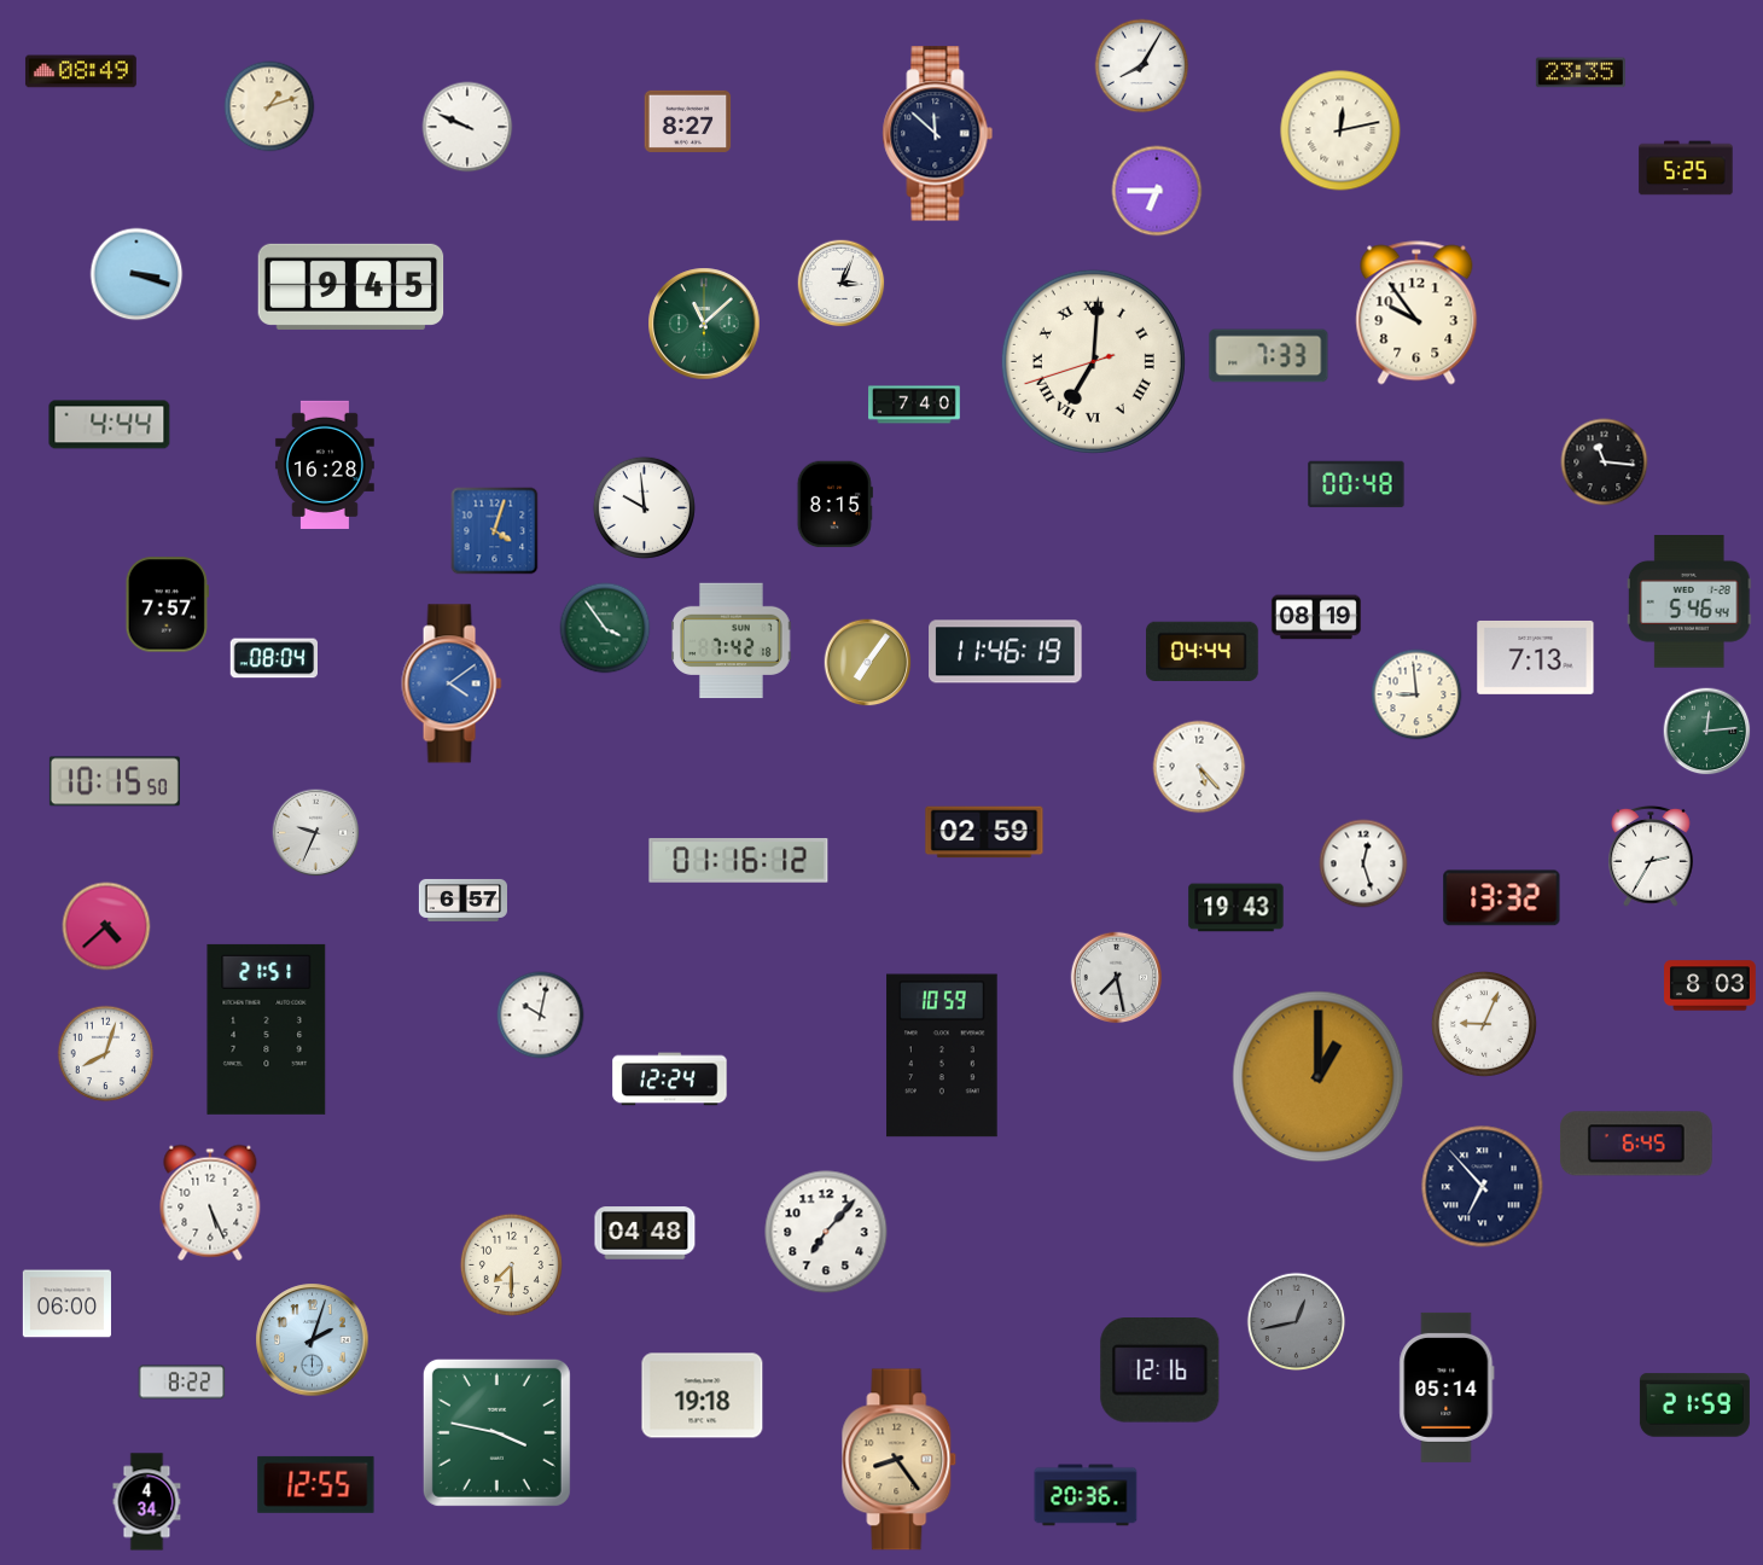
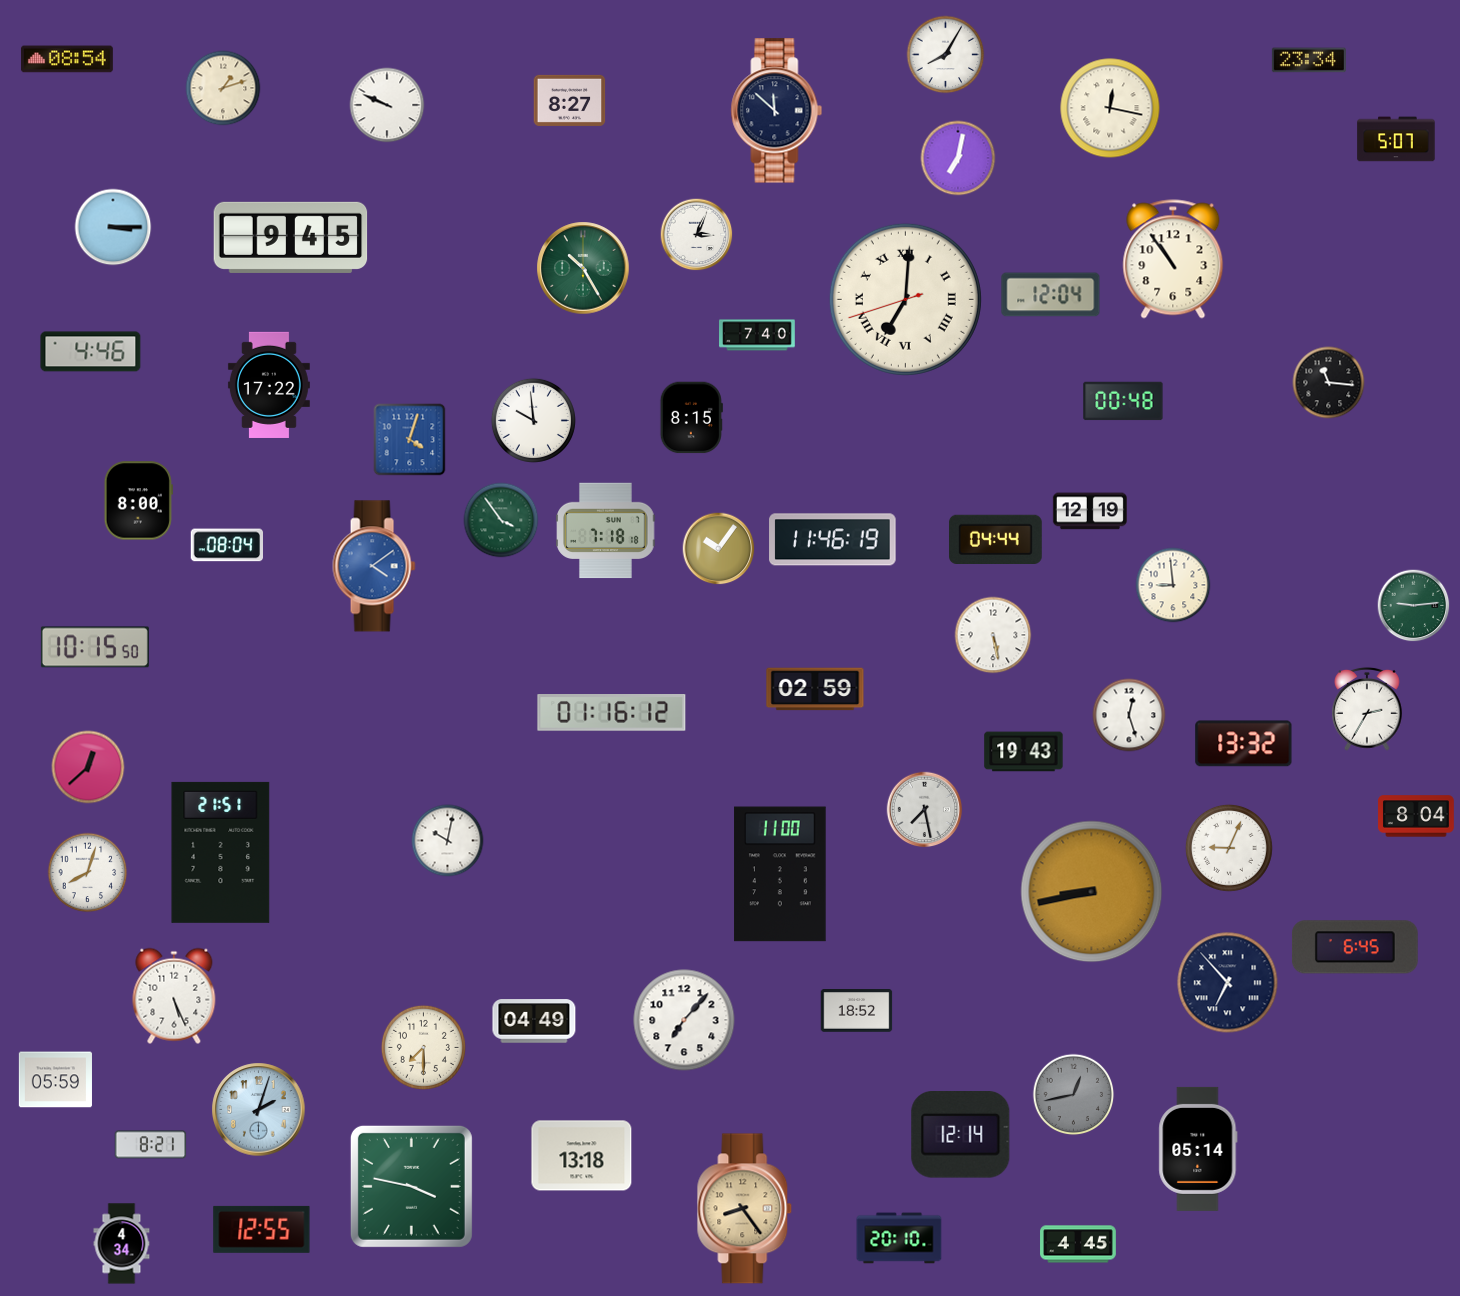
clock at (81, 71): 08:49 -> 08:54
clock at (1581, 72): 23:35 -> 23:34
clock at (1340, 130): 12:13 -> 12:17
clock at (1686, 168): 5:25 -> 5:07
clock at (1157, 191): 6:45 -> 7:02
clock at (136, 274): 3:18 -> 3:15
clock at (1416, 313): 9:54 -> 10:54
clock at (704, 324): 11:08 -> 10:25
clock at (1269, 356): 7:33 -> 12:04
clock at (110, 425): 4:44 -> 4:46
clock at (325, 465): 16:28 -> 17:22
clock at (1689, 601): 5:46 -> none
clock at (167, 605): 7:57 -> 8:00
clock at (1316, 617): 08:19 -> 12:19
clock at (732, 641): 7:42 -> 7:18
clock at (1536, 657): 7:13 -> none
clock at (868, 663): 7:06 -> 10:06
clock at (1416, 694) position: (1416, 694) -> (1173, 585)
clock at (1707, 732): 12:14 -> 9:14
clock at (1199, 767): 5:23 -> 5:28
clock at (316, 833): 9:34 -> none
clock at (462, 900): 6:57 -> none
clock at (106, 926): 4:38 -> 12:38
clock at (1710, 985): 8:03 -> 8:04
clock at (942, 1055): 10:59 -> 11:00
clock at (1319, 1077): 1:00 -> 8:43
clock at (670, 1080): 12:24 -> none
clock at (857, 1011): none -> 18:52
clock at (645, 1233): 04:48 -> 04:49
clock at (66, 1304): 06:00 -> 05:59
clock at (1160, 1371): 12:16 -> 12:14
clock at (182, 1383): 8:22 -> 8:21
clock at (703, 1396): 19:18 -> 13:18
clock at (1694, 1406): 21:59 -> none
clock at (1086, 1495): 20:36 -> 20:10
clock at (1078, 1244): none -> 4:45
